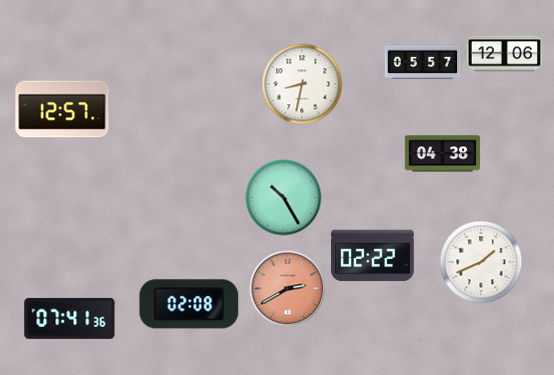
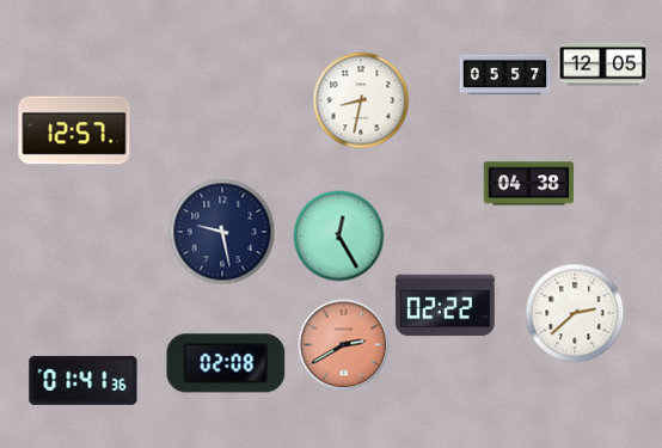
clock at (505, 54): 12:06 -> 12:05
clock at (222, 232): none -> 9:28
clock at (284, 198): 10:25 -> 12:25
clock at (481, 262): 1:41 -> 2:38
clock at (70, 318): 07:41 -> 01:41
